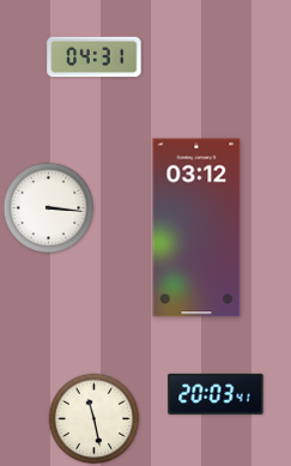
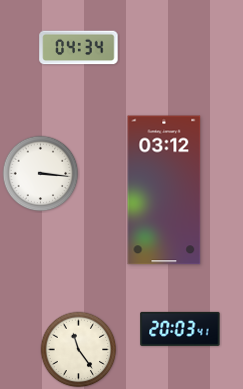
clock at (95, 58): 04:31 -> 04:34
clock at (95, 419): 11:28 -> 11:24
